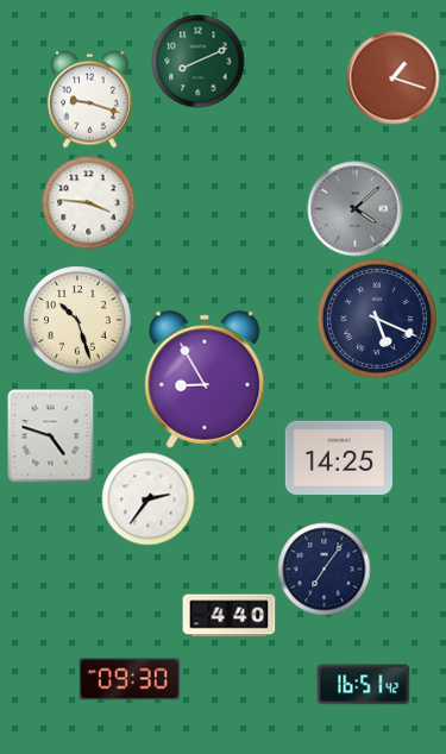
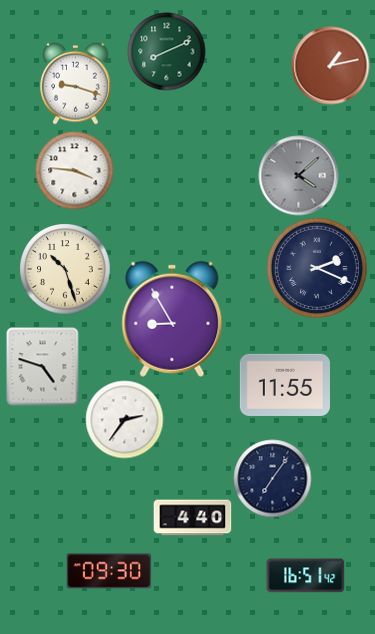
clock at (392, 77): 1:18 -> 1:13
clock at (377, 319): 5:19 -> 2:19
clock at (339, 458): 14:25 -> 11:55
